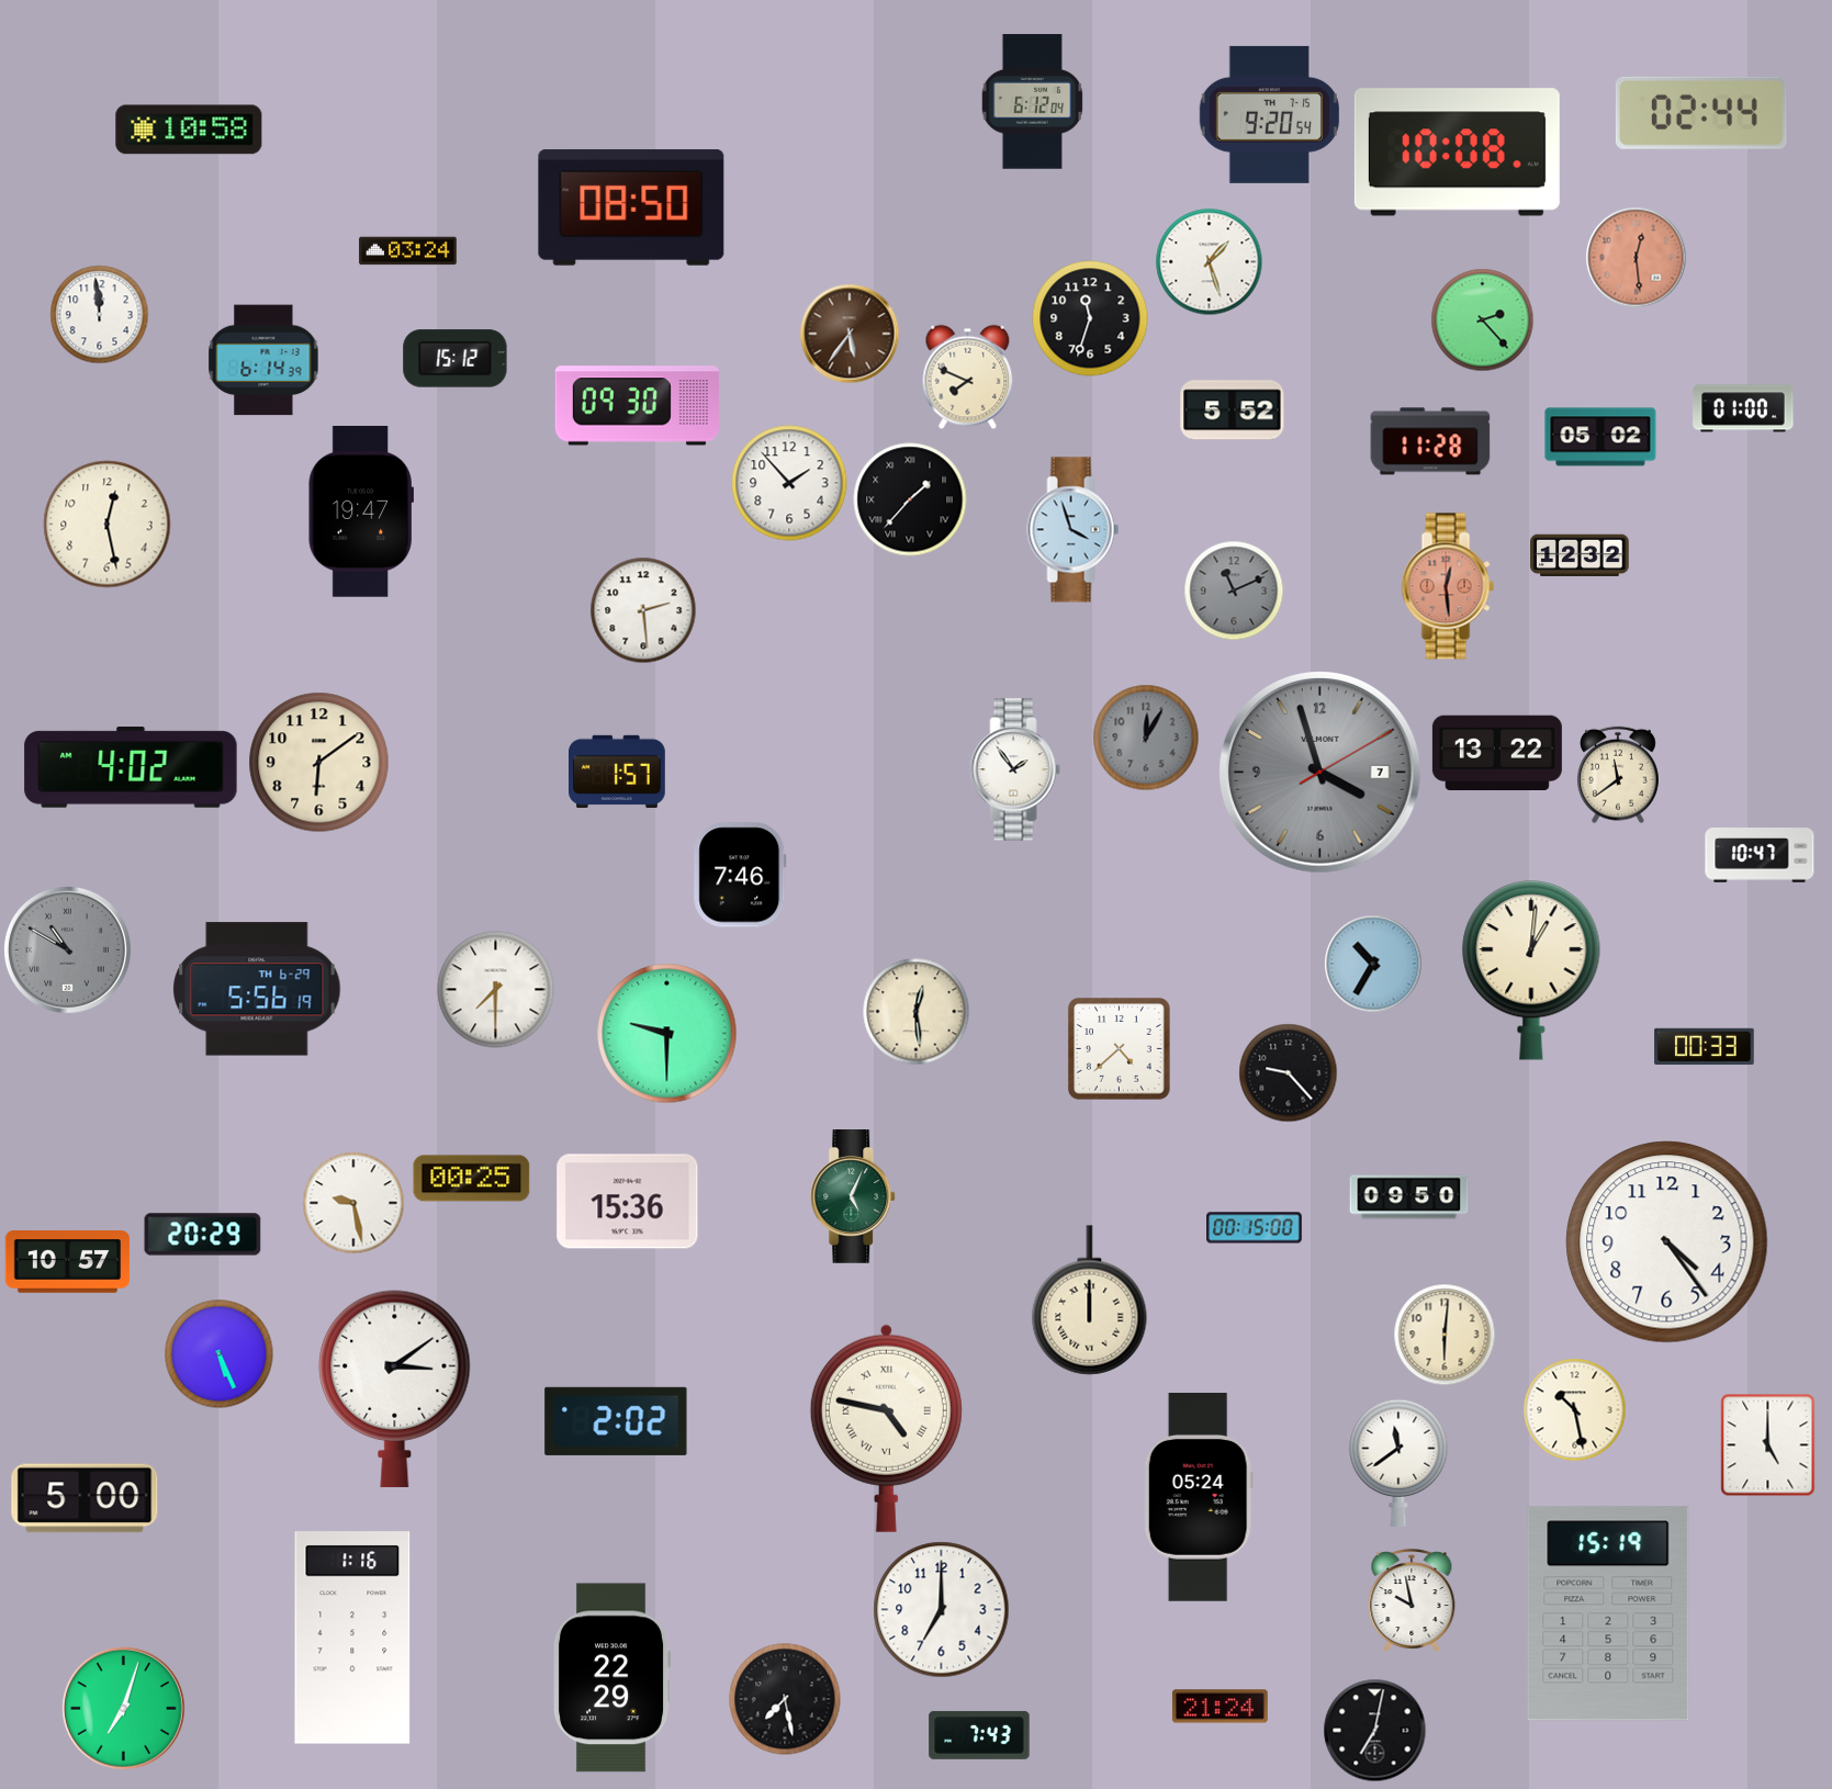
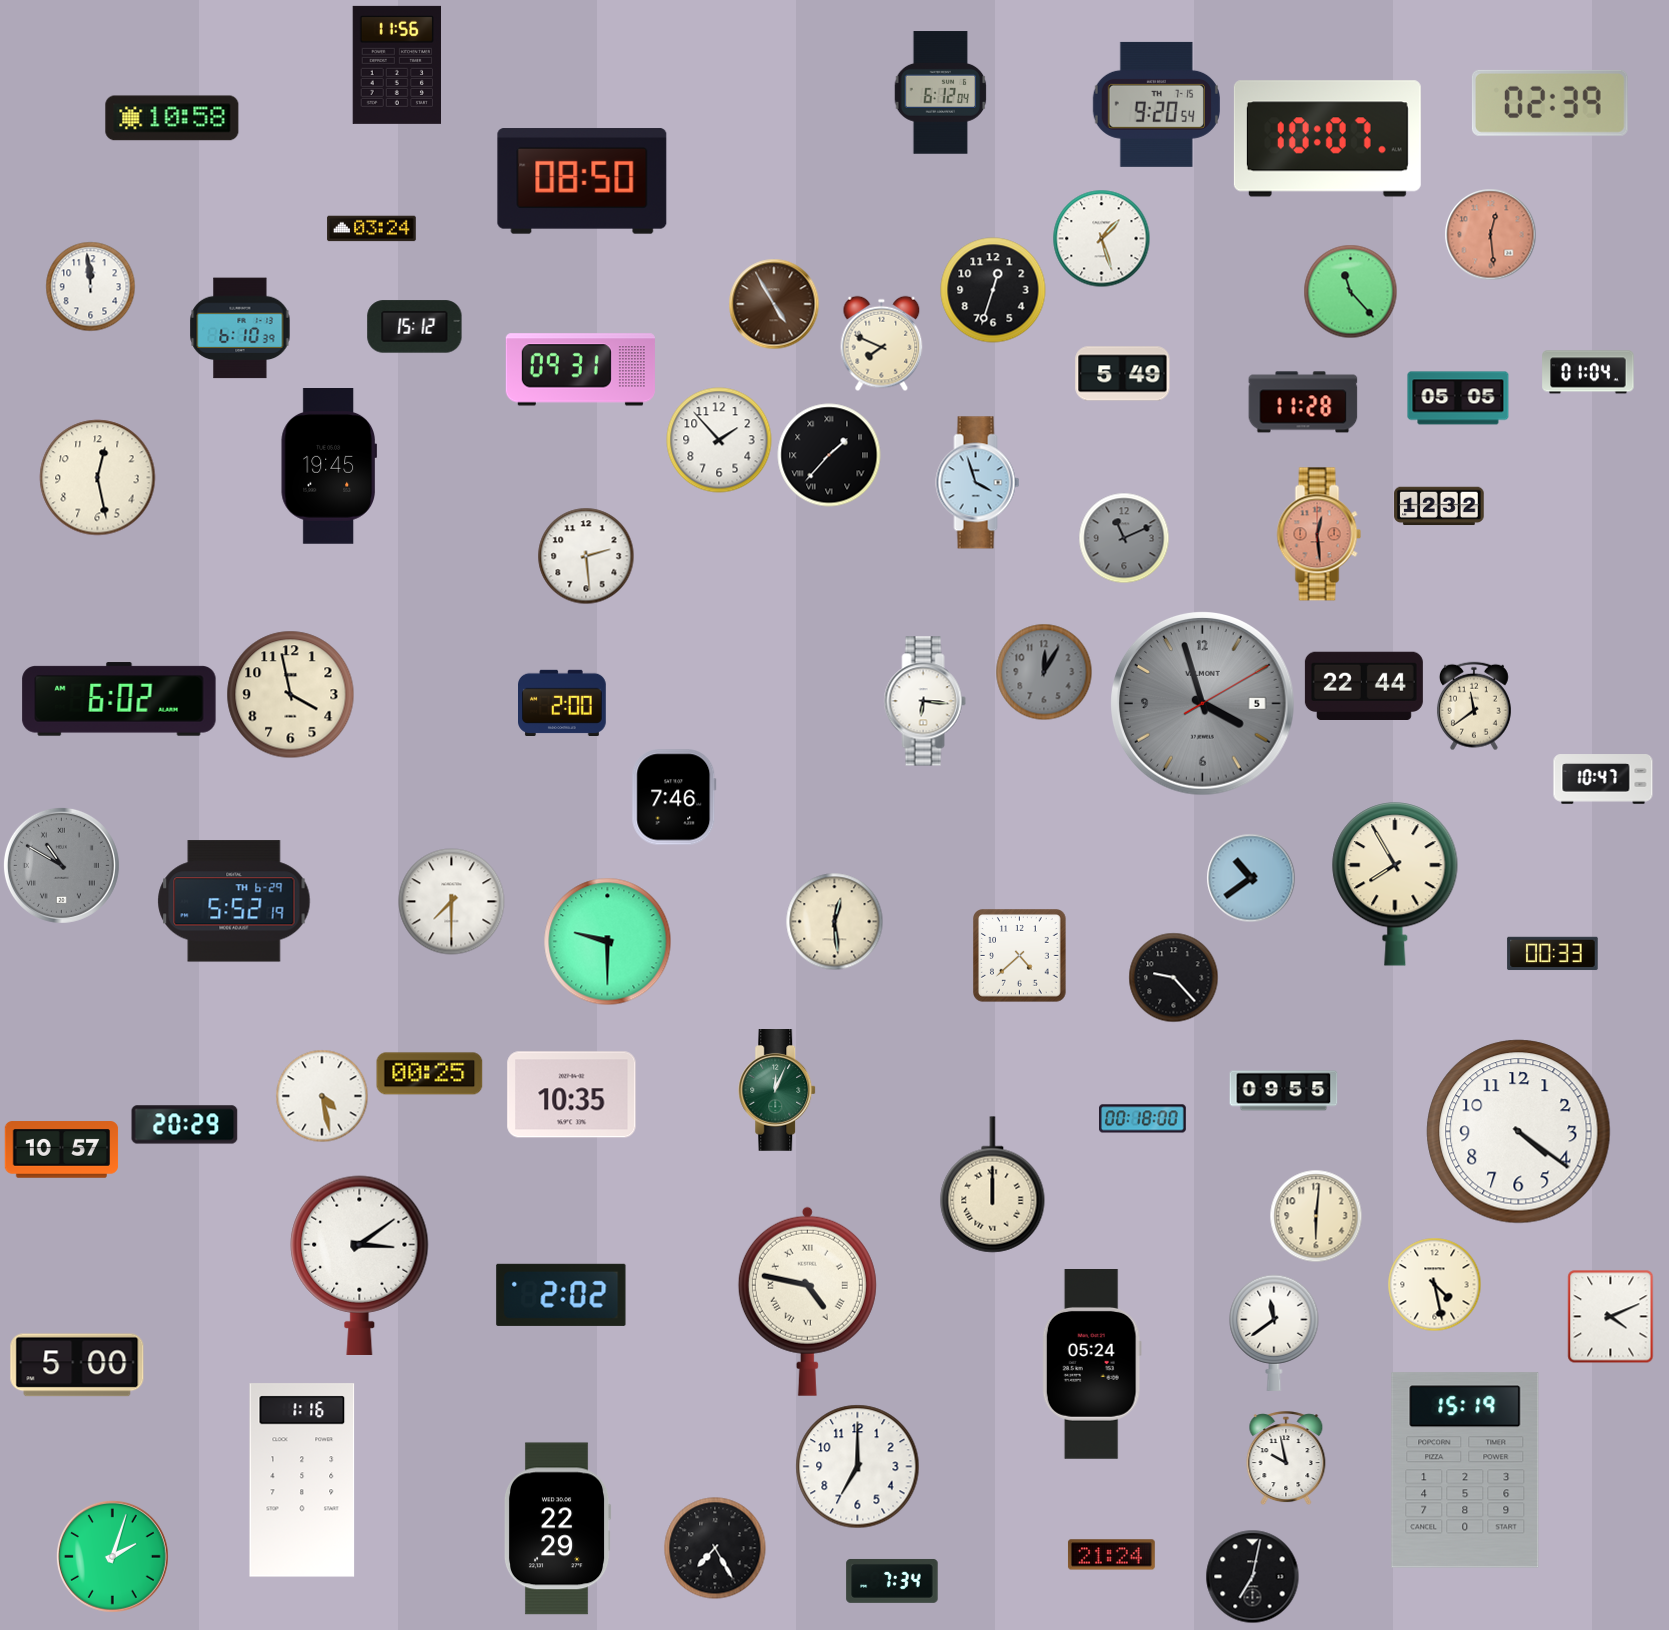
clock at (396, 65): none -> 11:56
clock at (1701, 113): 02:44 -> 02:39
clock at (1457, 153): 10:08 -> 10:07
clock at (631, 207) position: (631, 207) -> (582, 181)
clock at (1090, 318): 11:33 -> 12:33
clock at (1483, 320): 2:23 -> 11:23
clock at (850, 334): 5:36 -> 4:55
clock at (263, 360): 6:14 -> 6:10
clock at (637, 406): 09:30 -> 09:31
clock at (1743, 408): 01:00 -> 01:04
clock at (1233, 410): 5:52 -> 5:49
clock at (1600, 437): 05:02 -> 05:05
clock at (360, 513): 19:47 -> 19:45
clock at (1497, 752): 13:22 -> 22:44
clock at (319, 763): 6:09 -> 3:58
clock at (131, 767): 4:02 -> 6:02
clock at (1015, 769): 1:54 -> 6:16
clock at (618, 770): 1:57 -> 2:00
clock at (1320, 773) date: 7 -> 5
clock at (1373, 964): 10:35 -> 10:39
clock at (1531, 970): 1:01 -> 7:55
clock at (257, 989): 5:56 -> 5:52
clock at (854, 1197): 5:04 -> 12:04
clock at (1409, 1197): 09:50 -> 09:55
clock at (628, 1202): 15:36 -> 10:35
clock at (353, 1203): 9:28 -> 4:28
clock at (1255, 1228): 00:15 -> 00:18
clock at (1667, 1242): 4:24 -> 4:21
clock at (220, 1354): 5:26 -> none
clock at (1575, 1410): 10:28 -> 4:28
clock at (1768, 1445): 5:00 -> 4:11
clock at (352, 1638) position: (352, 1638) -> (302, 1480)
clock at (785, 1699): 7:28 -> 7:25
clock at (123, 1708): 7:03 -> 2:03
clock at (979, 1735): 7:43 -> 7:34
